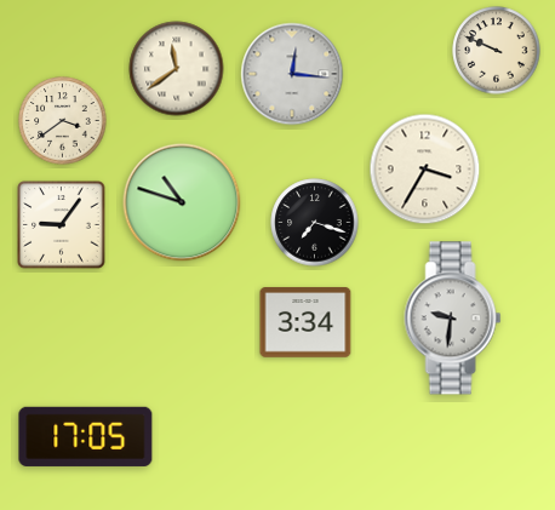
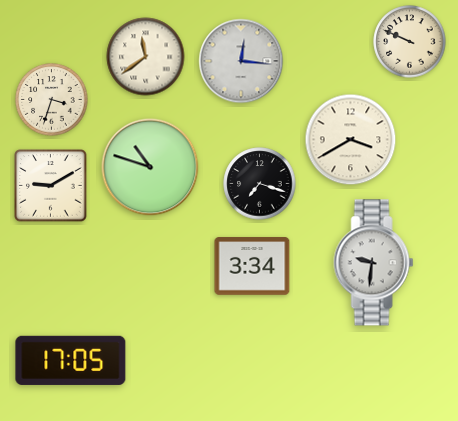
clock at (63, 121): 3:39 -> 3:33
clock at (425, 170): 3:35 -> 3:40
clock at (62, 225): 9:06 -> 9:10
